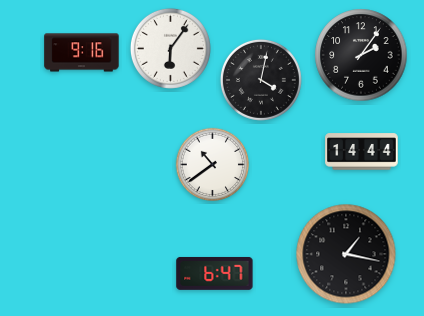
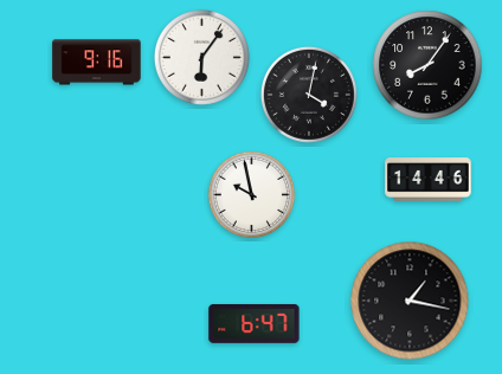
clock at (361, 55): 2:06 -> 8:06
clock at (362, 152): 14:44 -> 14:46
clock at (213, 165): 10:39 -> 9:58
